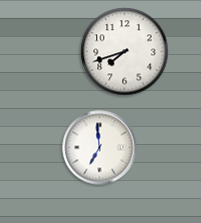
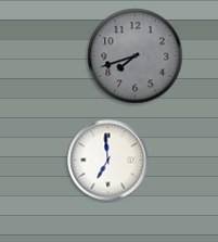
clock at (125, 52) dial: white -> grey
